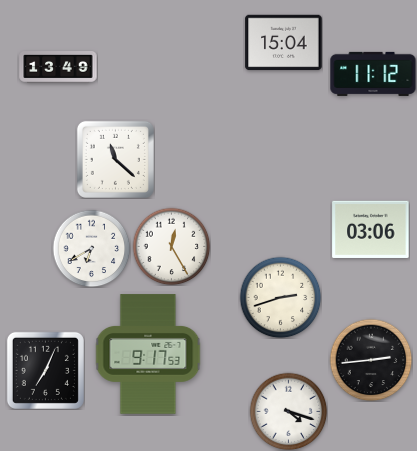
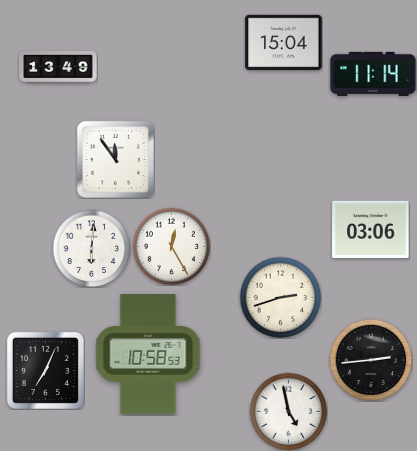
clock at (373, 74): 11:12 -> 11:14
clock at (115, 159): 11:22 -> 11:54
clock at (91, 248): 6:40 -> 6:01
clock at (148, 354): 9:17 -> 10:58
clock at (288, 411): 4:18 -> 4:58
